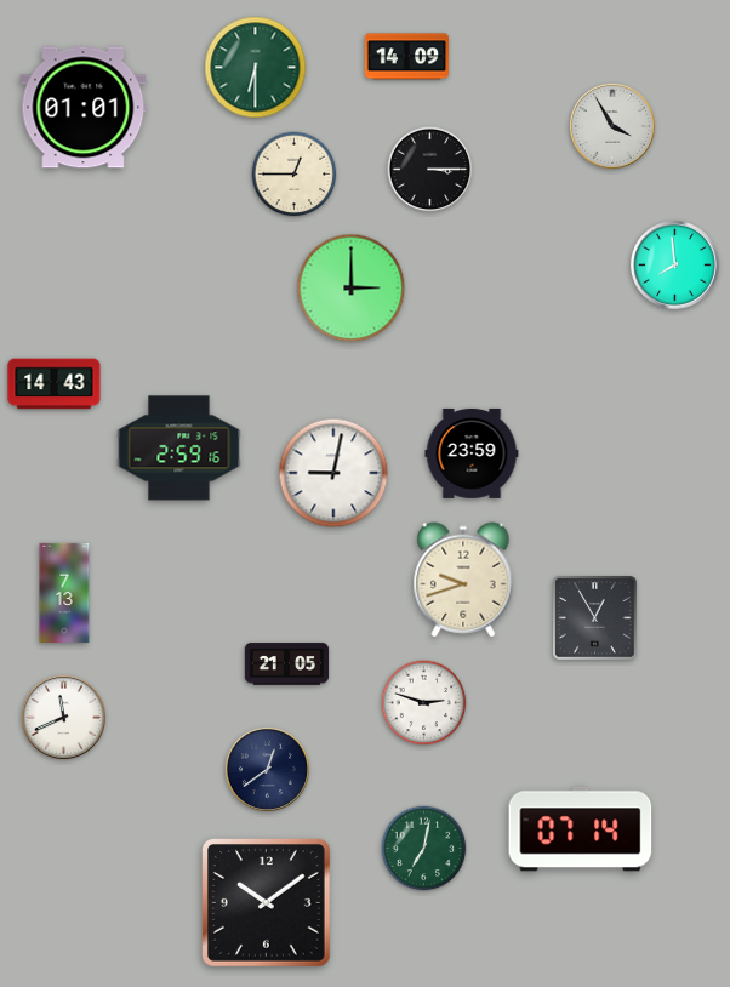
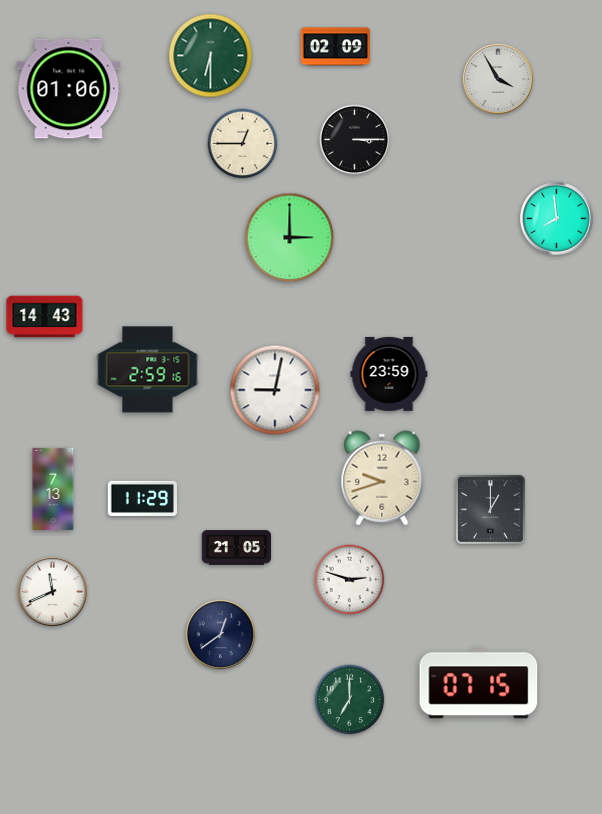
clock at (406, 57): 14:09 -> 02:09
clock at (84, 108): 01:01 -> 01:06
clock at (612, 126) position: (612, 126) -> (498, 79)
clock at (142, 498): none -> 11:29
clock at (595, 618): 12:55 -> 1:00
clock at (581, 829): 07:14 -> 07:15
clock at (424, 849): 7:02 -> 7:00
clock at (267, 903): 10:09 -> none
